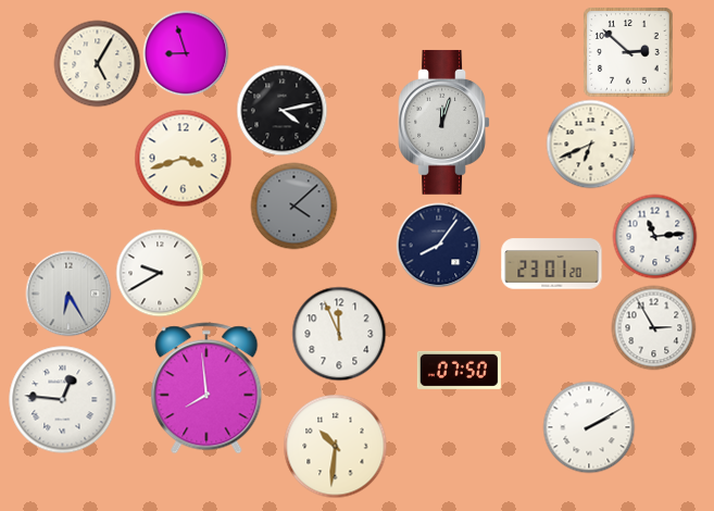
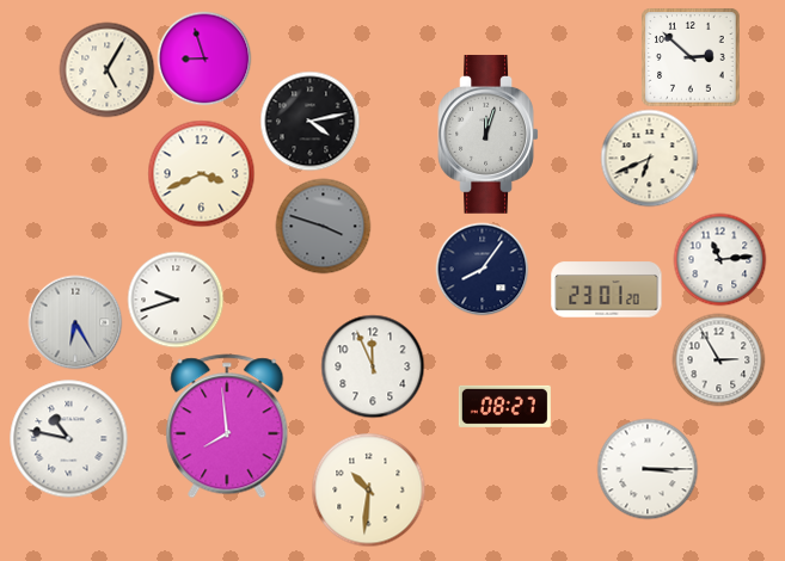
clock at (183, 158): 3:42 -> 3:41
clock at (293, 205): 4:08 -> 3:48
clock at (160, 273): 9:40 -> 9:42
clock at (459, 370): 07:50 -> 08:27
clock at (63, 400): 12:46 -> 10:47
clock at (589, 427): 2:10 -> 3:15
